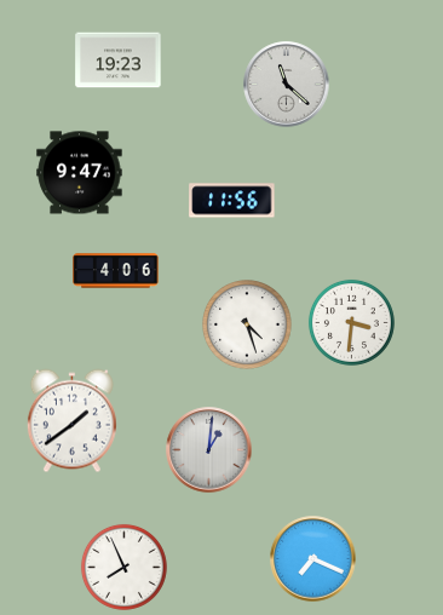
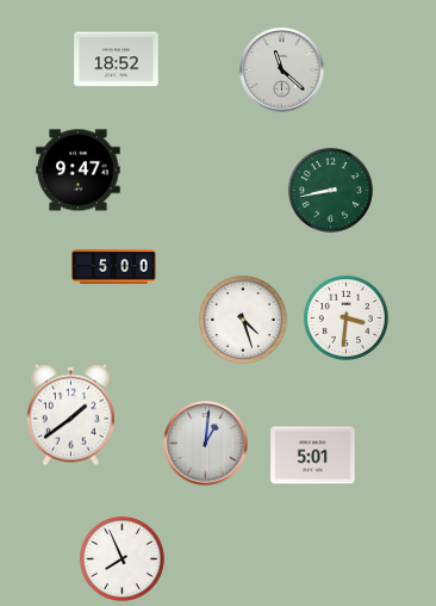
clock at (119, 61): 19:23 -> 18:52
clock at (287, 85) position: (287, 85) -> (282, 70)
clock at (330, 190): none -> 8:43
clock at (232, 201): 11:56 -> none
clock at (116, 271): 4:06 -> 5:00
clock at (313, 456): none -> 5:01
clock at (313, 559): 7:19 -> none
